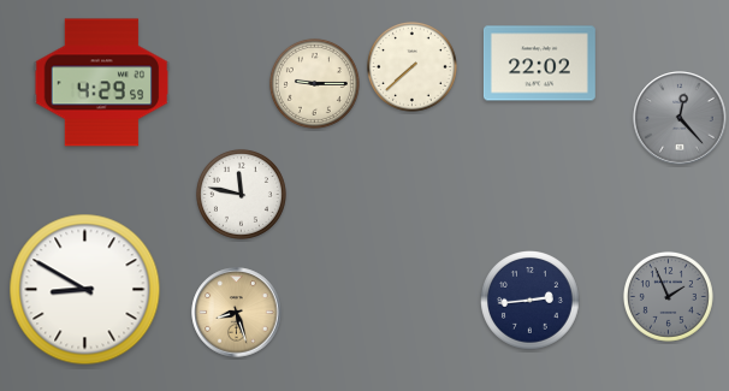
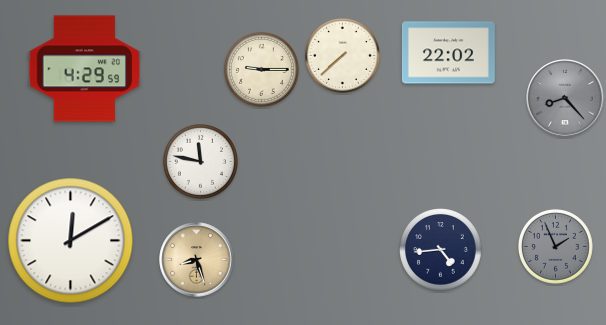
clock at (680, 118): 12:23 -> 8:23
clock at (85, 290): 8:50 -> 12:10
clock at (531, 301): 2:44 -> 4:44
